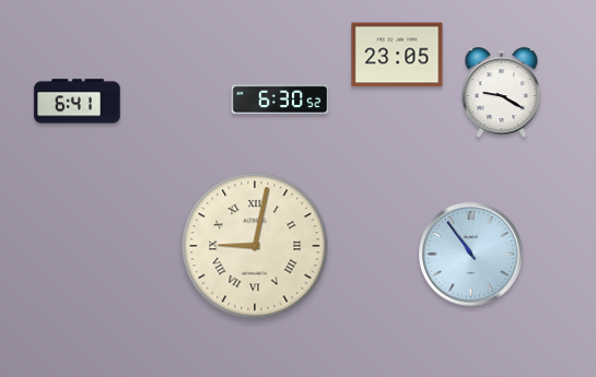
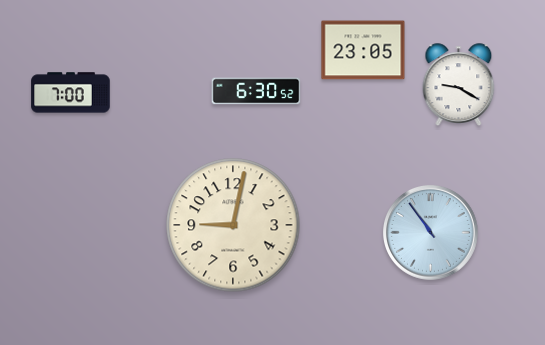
clock at (78, 102): 6:41 -> 7:00
clock at (255, 246) numerals: Roman -> Arabic
